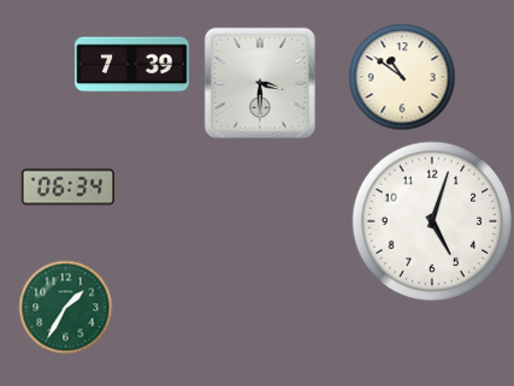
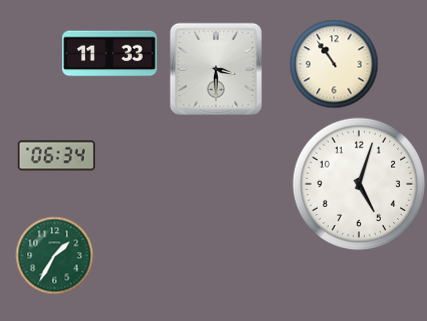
clock at (132, 65): 7:39 -> 11:33
clock at (402, 77): 10:51 -> 10:54
